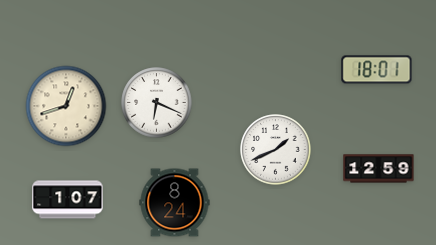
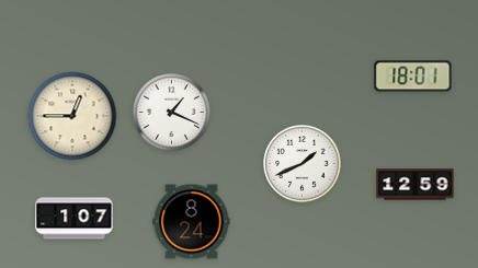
clock at (157, 103): 6:19 -> 1:19
clock at (66, 106): 12:42 -> 12:45
